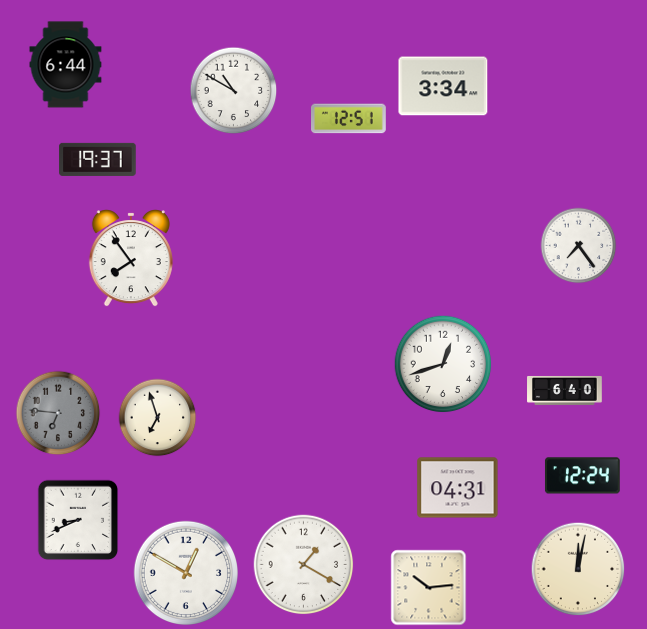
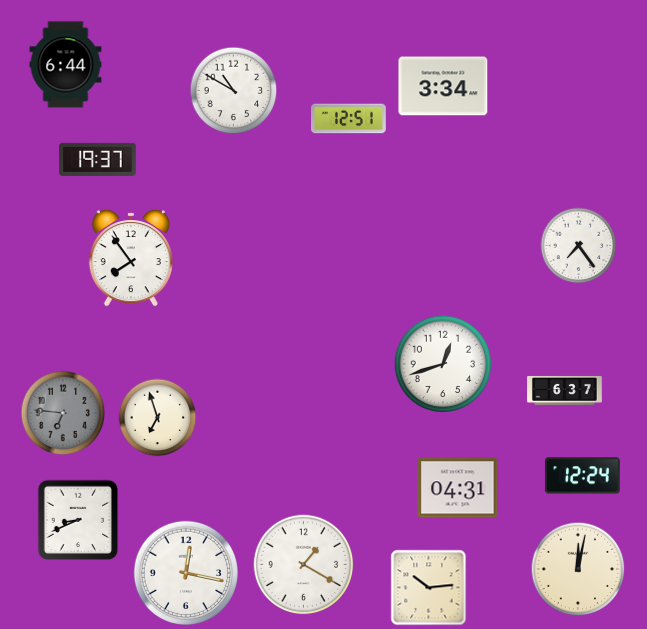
clock at (565, 390): 6:40 -> 6:37
clock at (58, 413) position: (58, 413) -> (63, 413)
clock at (185, 572): 12:50 -> 12:17
